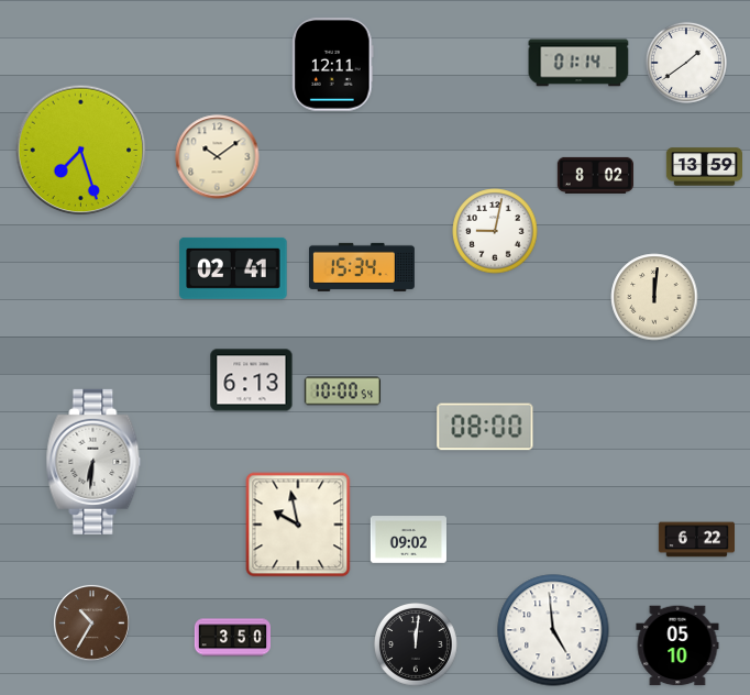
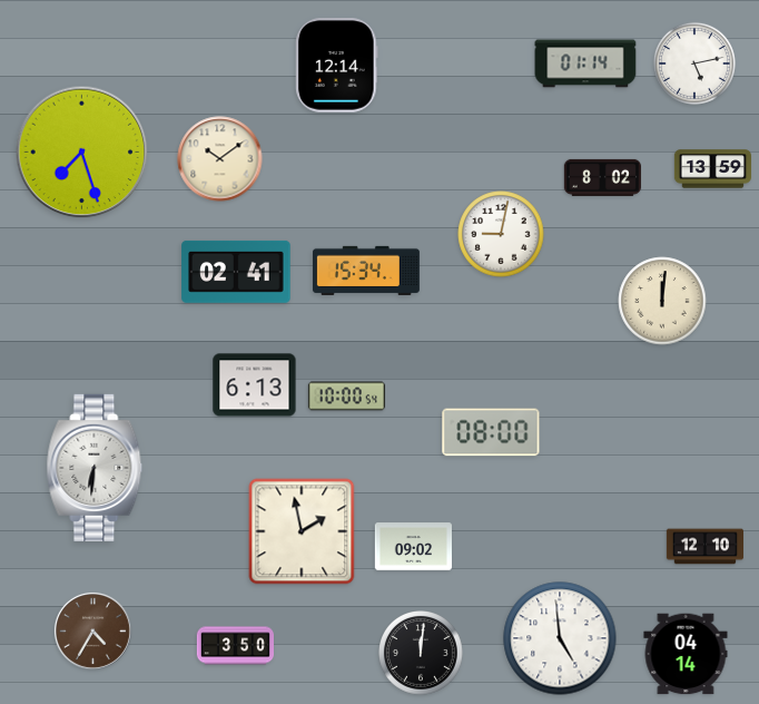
clock at (686, 63): 1:39 -> 5:13
clock at (333, 65): 12:11 -> 12:14
clock at (298, 525): 9:58 -> 1:58
clock at (696, 540): 6:22 -> 12:10
clock at (91, 622): 10:35 -> 4:35
clock at (677, 646): 05:10 -> 04:14
